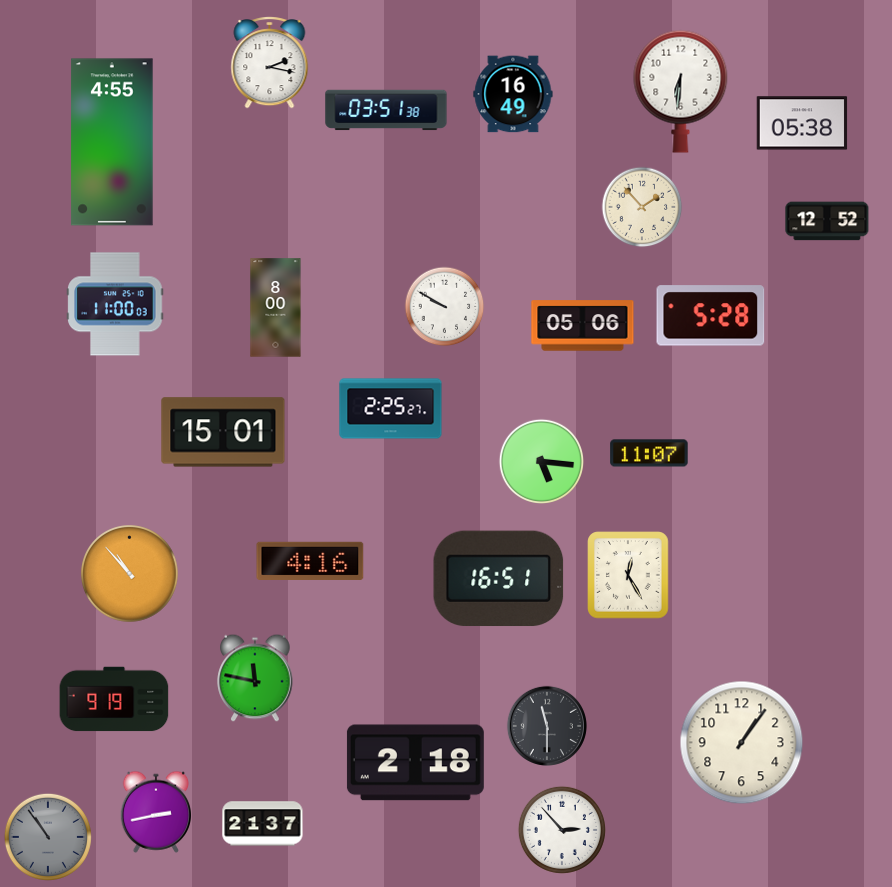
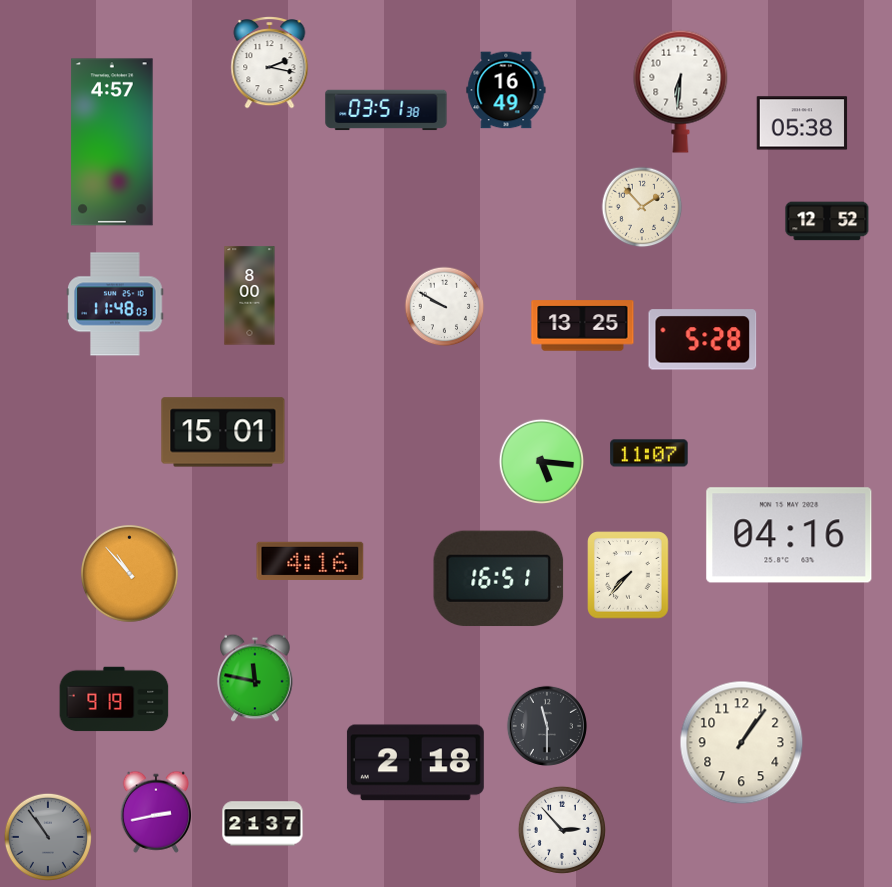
clock at (513, 94) position: (513, 94) -> (506, 90)
clock at (112, 142): 4:55 -> 4:57
clock at (115, 304): 11:00 -> 11:48
clock at (276, 308) position: (276, 308) -> (250, 296)
clock at (711, 316) position: (711, 316) -> (703, 340)
clock at (583, 326): 05:06 -> 13:25
clock at (391, 409): 2:25 -> none
clock at (789, 535): none -> 04:16
clock at (628, 575): 12:25 -> 7:37
